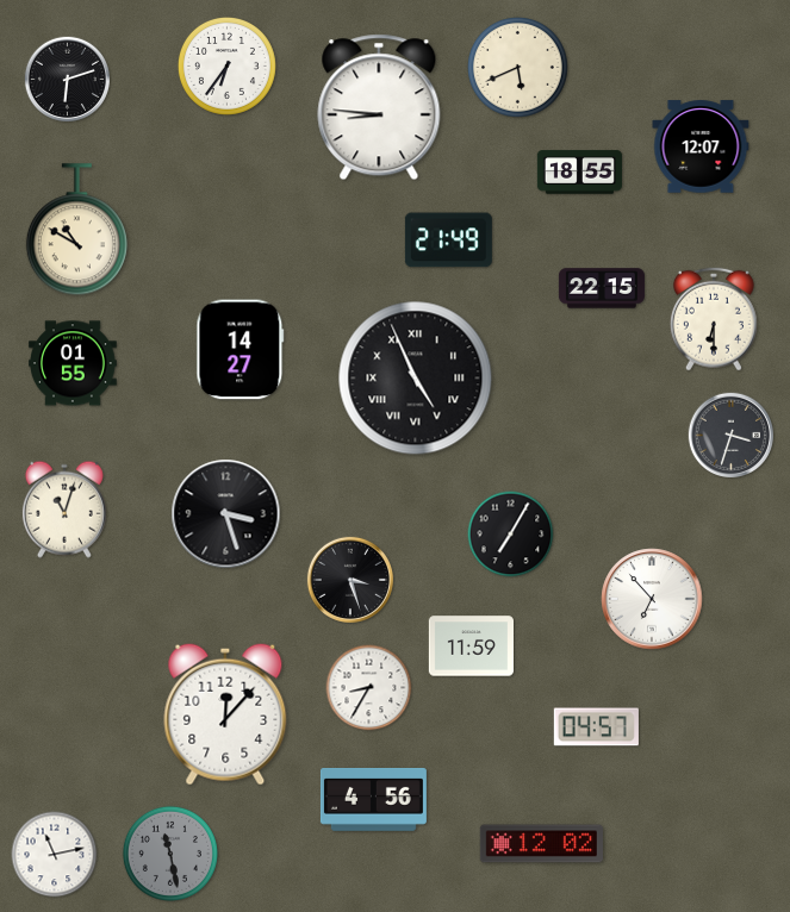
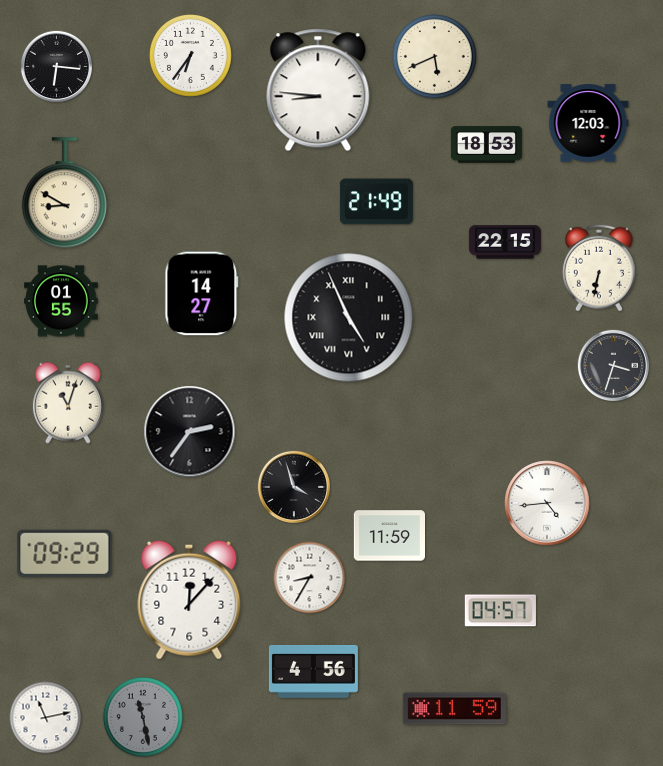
clock at (67, 79): 6:12 -> 6:16
clock at (701, 146): 12:07 -> 12:03
clock at (579, 173): 18:55 -> 18:53
clock at (76, 230): 10:50 -> 8:50
clock at (714, 319): 6:30 -> 6:32
clock at (74, 363) position: (74, 363) -> (62, 301)
clock at (64, 510) position: (64, 510) -> (68, 403)
clock at (226, 514): 3:27 -> 2:36
clock at (511, 535): 7:05 -> none
clock at (349, 579): 3:27 -> 3:57
clock at (652, 599): 6:53 -> 4:44
clock at (471, 646) position: (471, 646) -> (389, 536)
clock at (65, 553): none -> 09:29
clock at (541, 844): 12:02 -> 11:59
